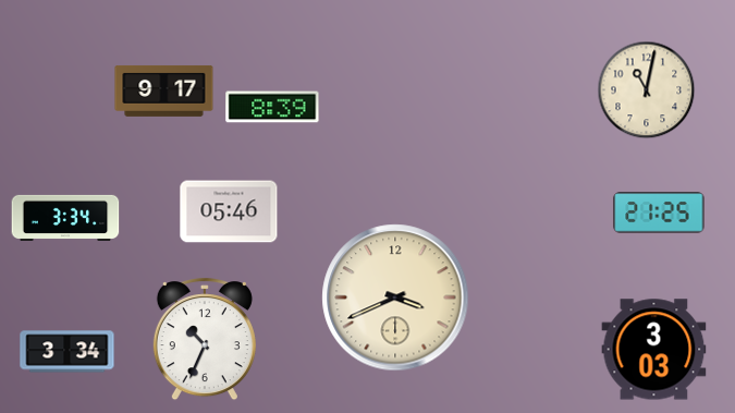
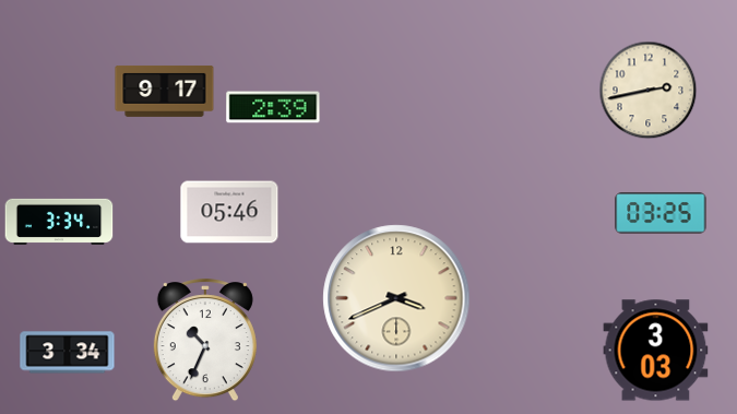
clock at (647, 90): 11:02 -> 2:43
clock at (272, 107): 8:39 -> 2:39
clock at (659, 212): 21:25 -> 03:25
clock at (65, 218) position: (65, 218) -> (59, 222)
